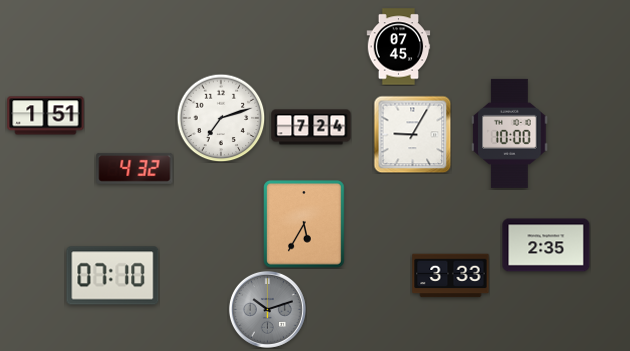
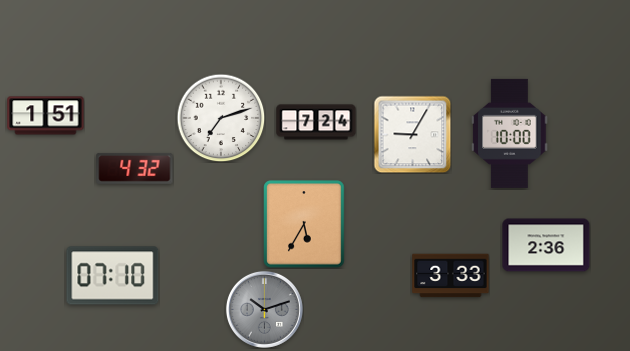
clock at (399, 47): 07:45 -> none
clock at (311, 127) position: (311, 127) -> (316, 122)
clock at (546, 245): 2:35 -> 2:36
clock at (267, 309) position: (267, 309) -> (264, 309)
